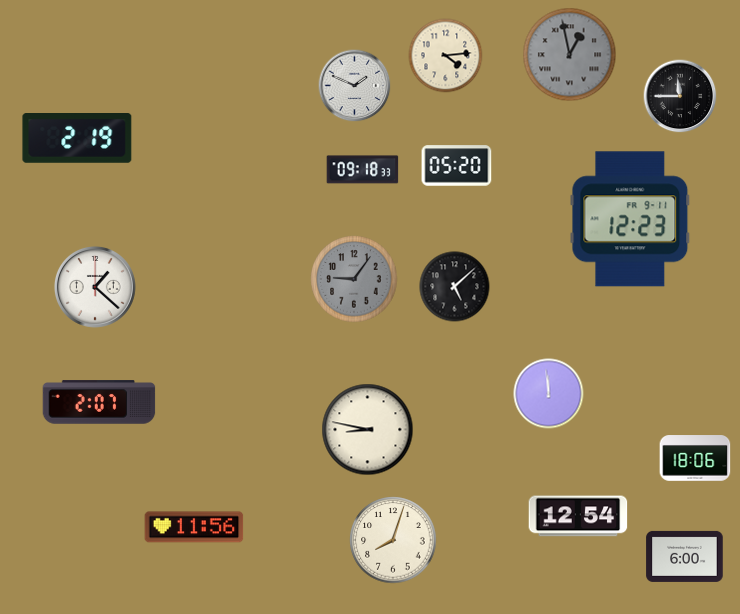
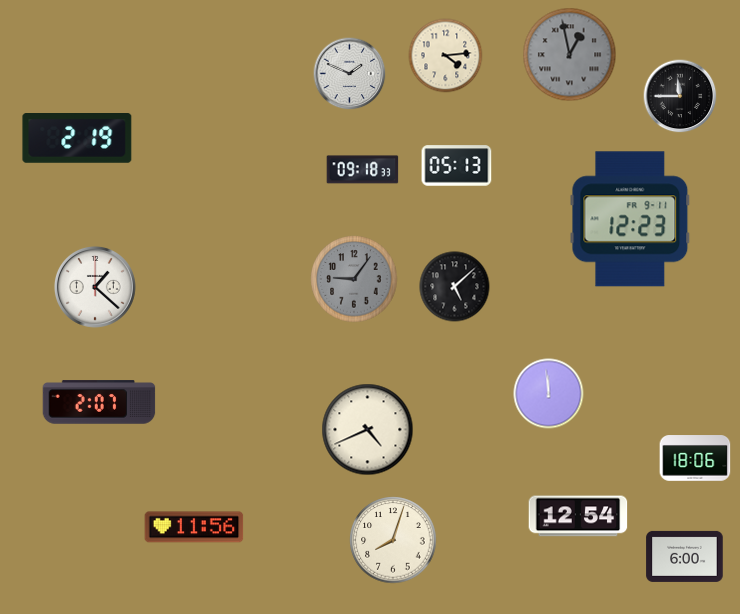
clock at (355, 86) position: (355, 86) -> (350, 74)
clock at (457, 166): 05:20 -> 05:13
clock at (368, 430): 8:47 -> 4:41
